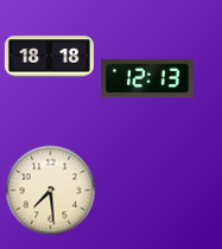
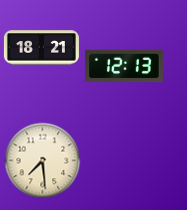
clock at (49, 57): 18:18 -> 18:21
